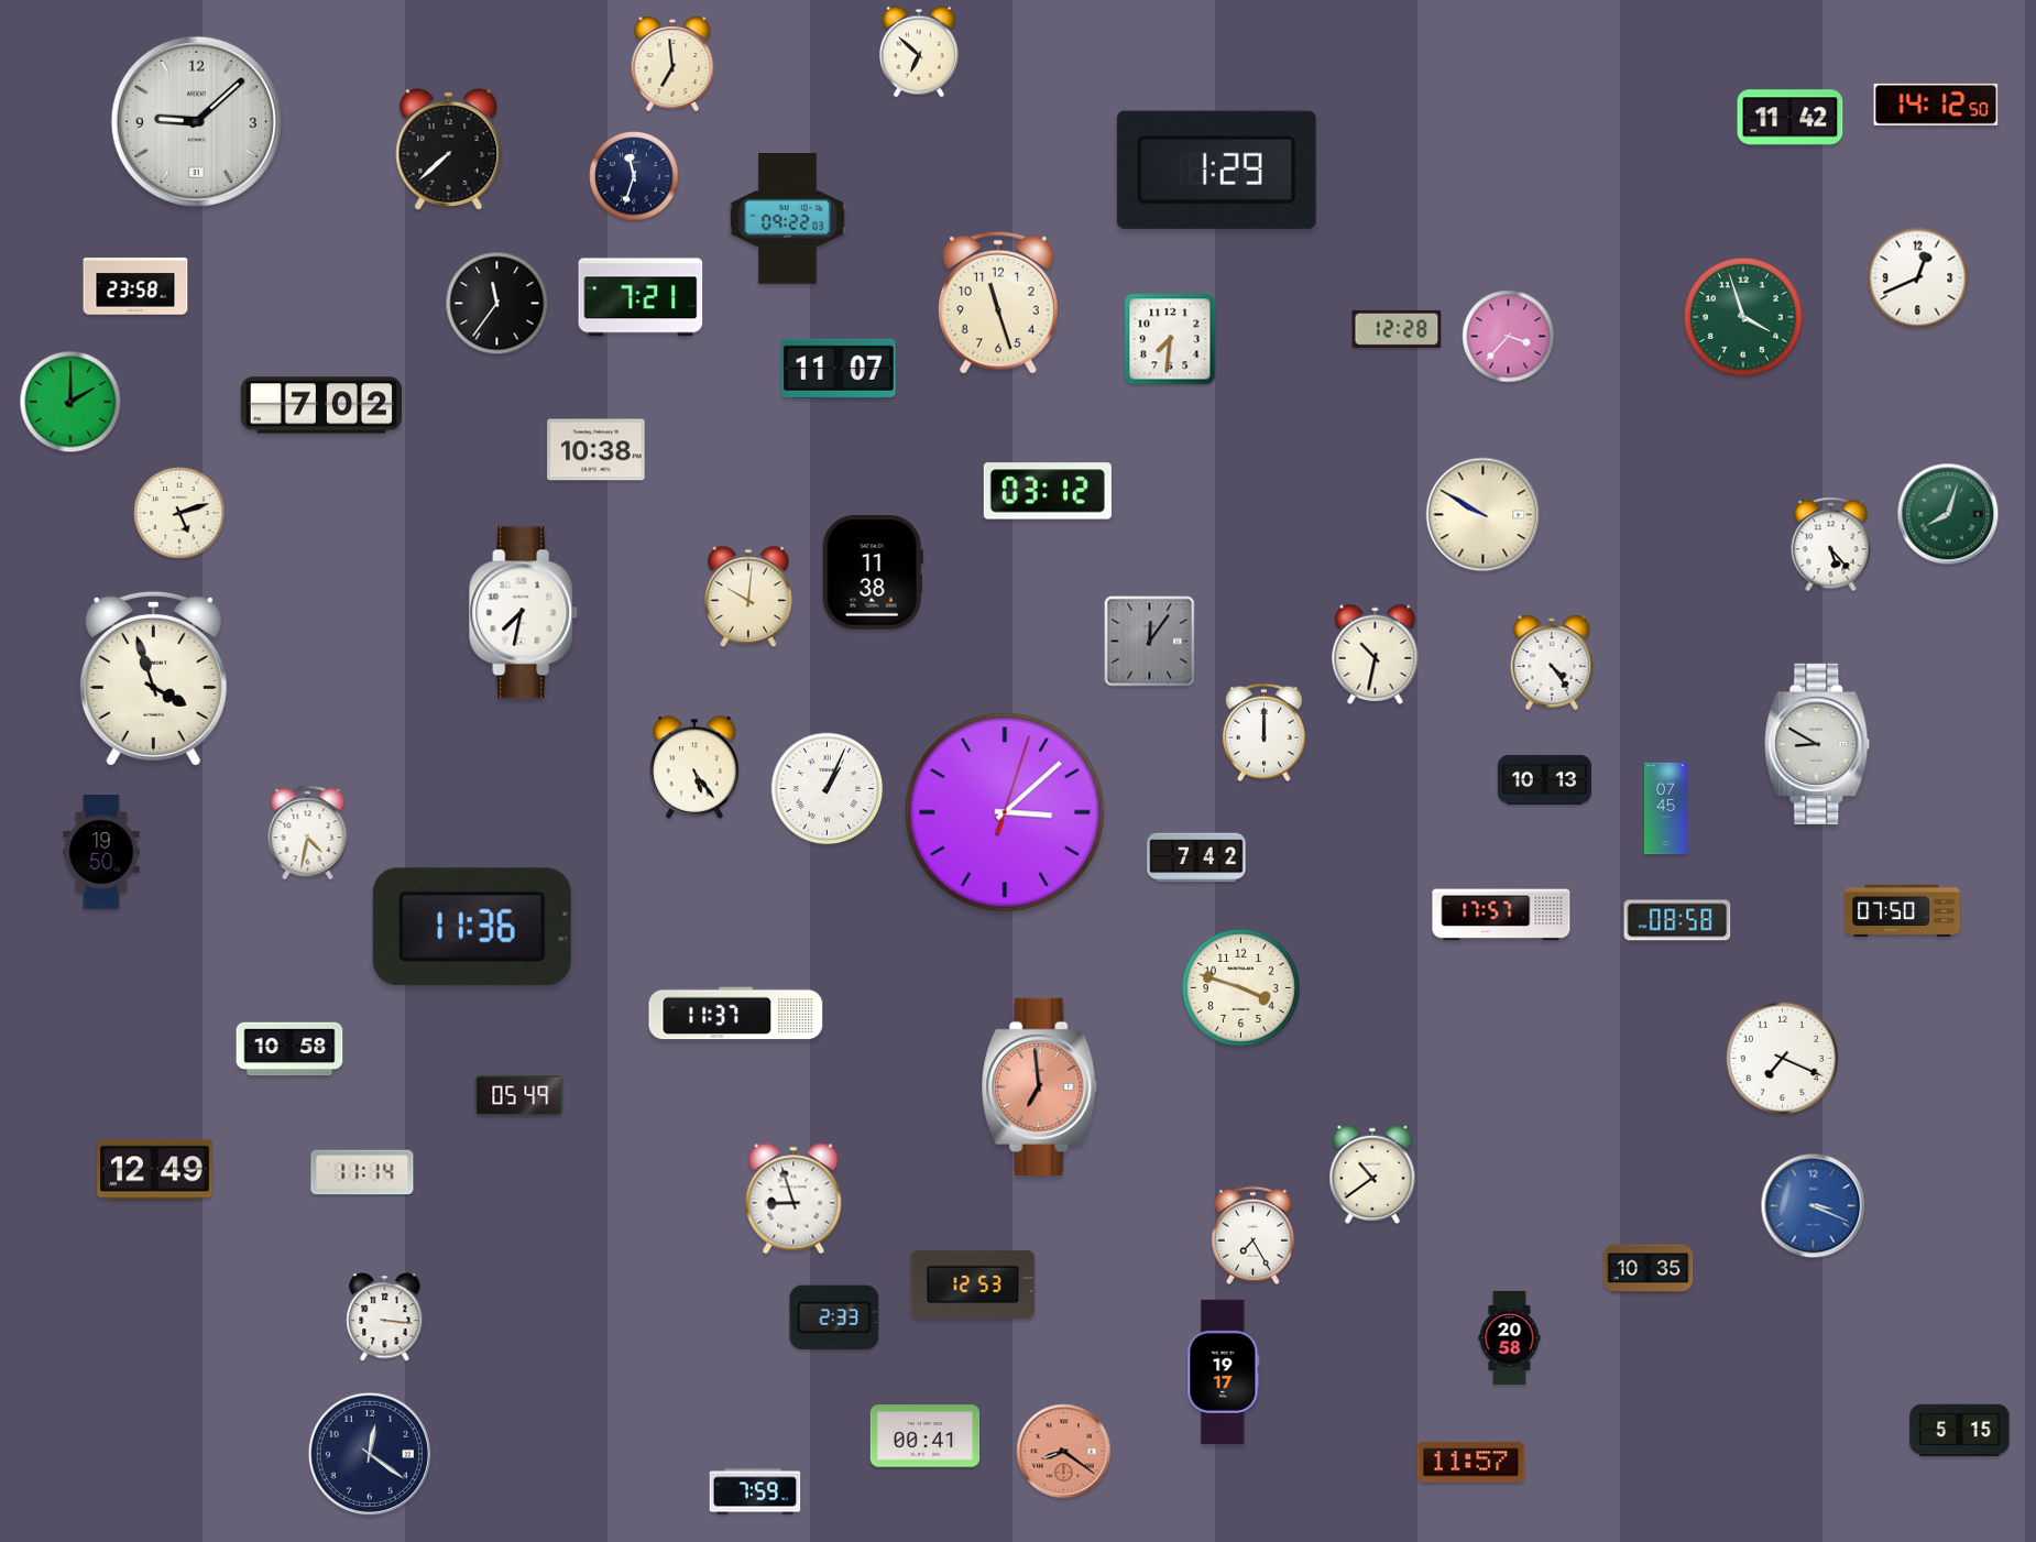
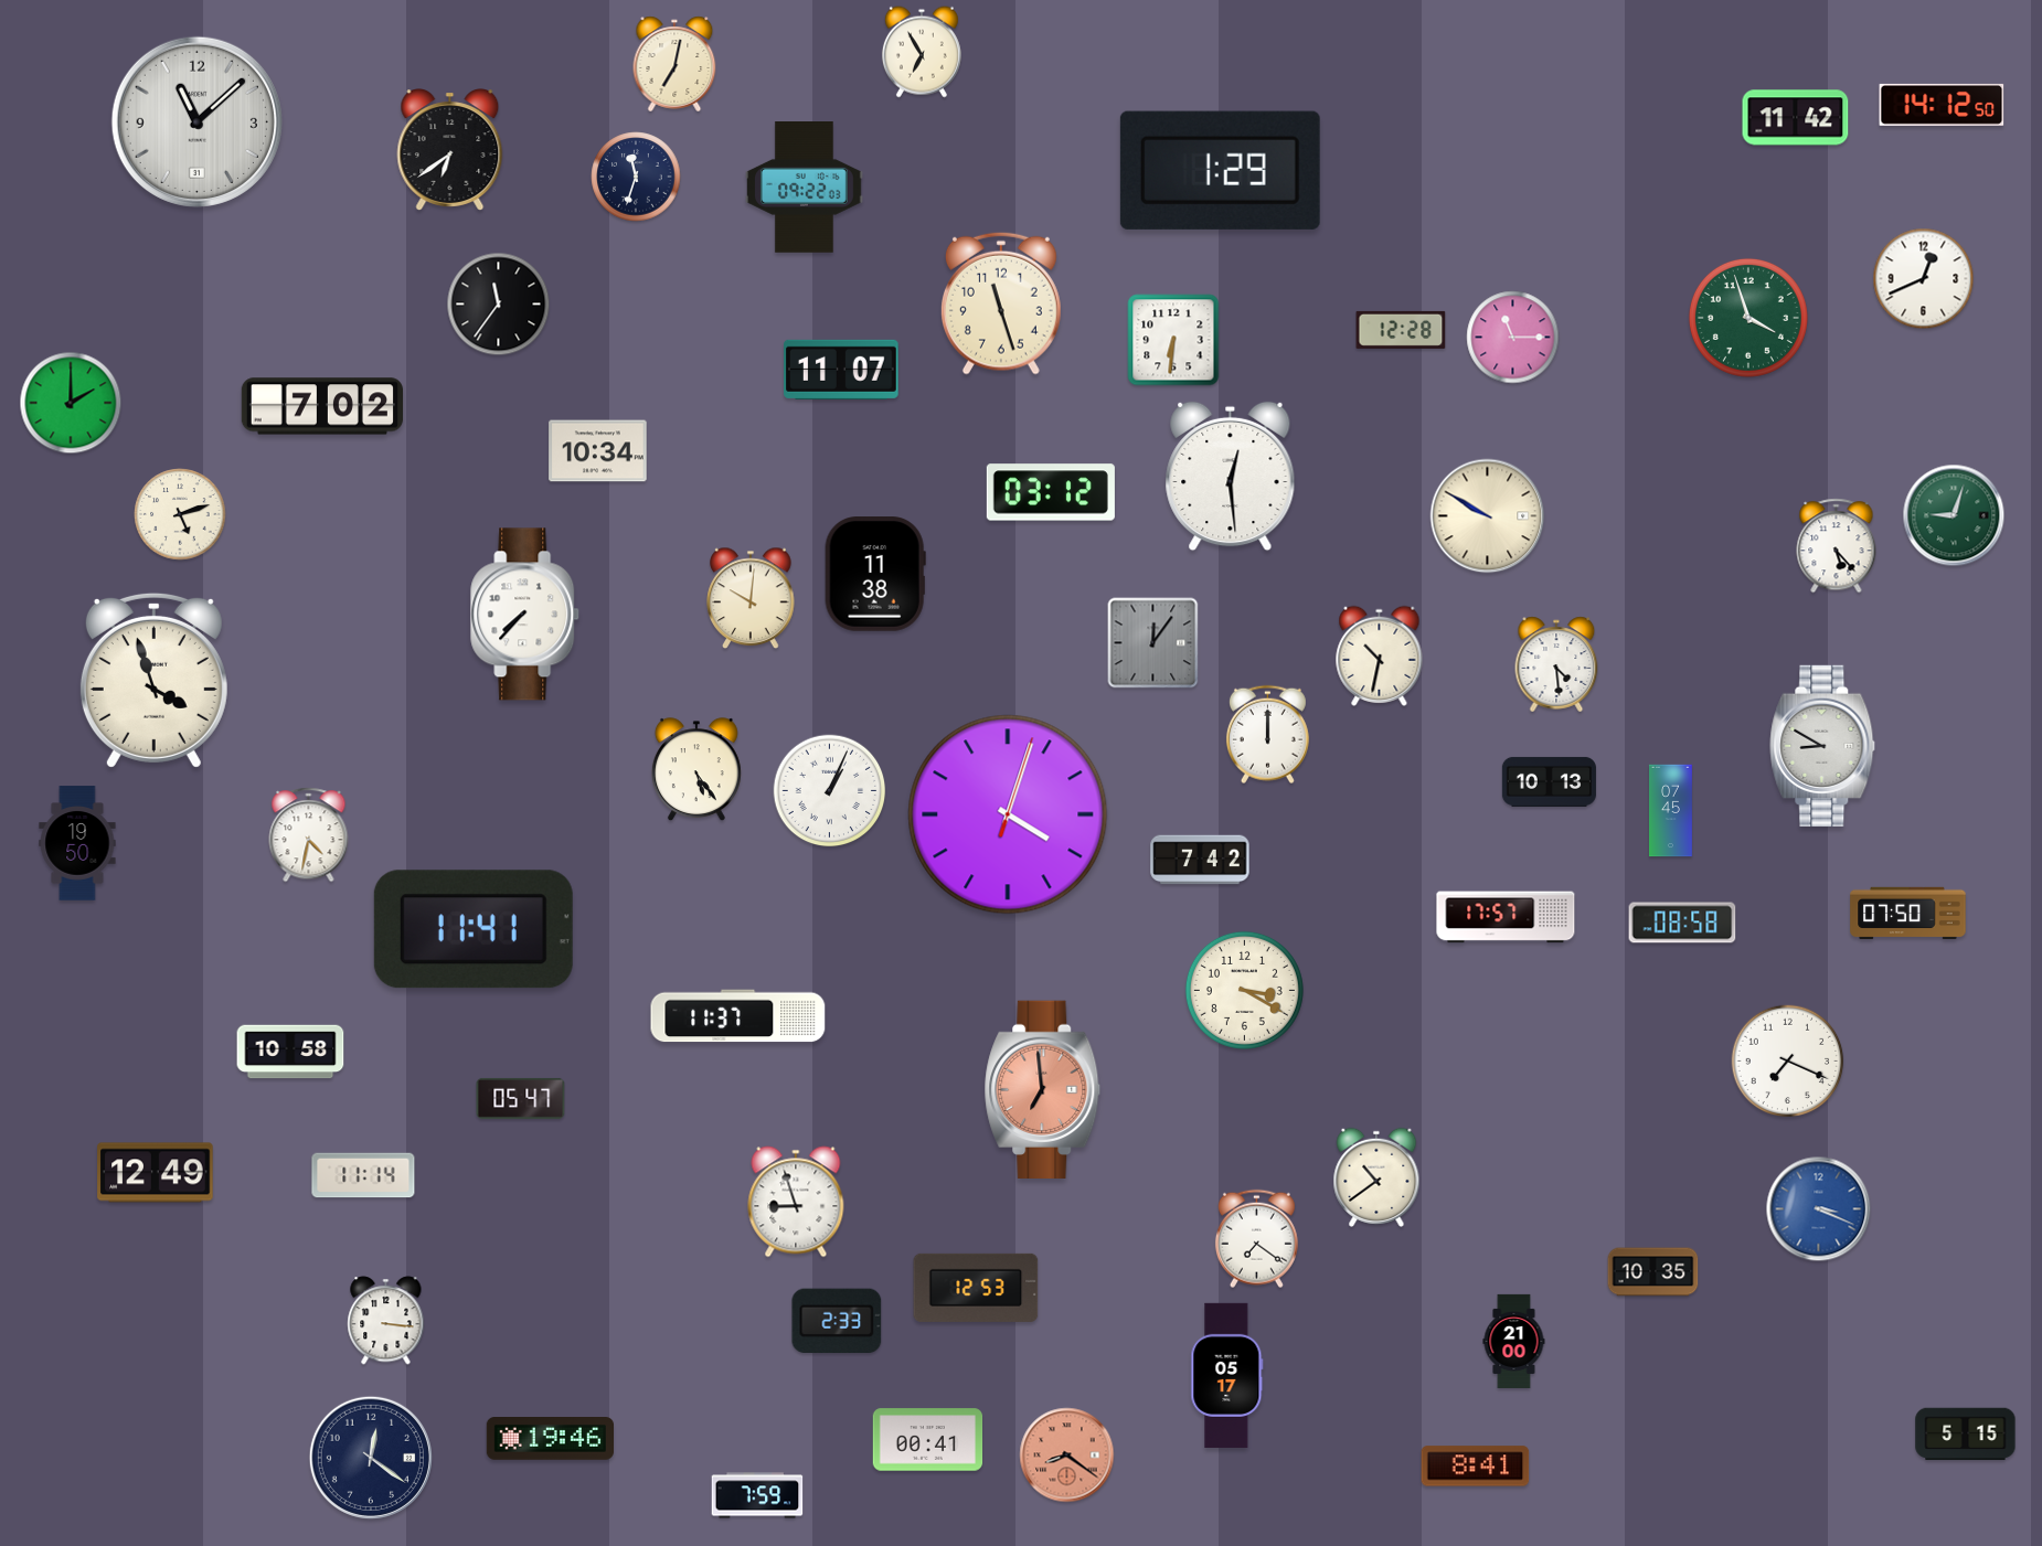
clock at (919, 52): 6:52 -> 6:55
clock at (672, 64): 6:59 -> 7:02
clock at (196, 121): 9:08 -> 11:08
clock at (449, 150): 7:38 -> 6:39
clock at (788, 219) position: (788, 219) -> (805, 188)
clock at (135, 286): 23:58 -> none
clock at (641, 297): 7:21 -> none
clock at (1509, 337): 3:37 -> 11:15
clock at (1170, 339): 7:31 -> 6:31
clock at (596, 450): 10:38 -> 10:34
clock at (1231, 477): none -> 12:29
clock at (1948, 514): 8:03 -> 9:03
clock at (524, 613): 7:32 -> 7:37
clock at (1552, 663): 4:24 -> 4:29
clock at (1005, 812): 3:08 -> 4:03
clock at (101, 852) position: (101, 852) -> (77, 843)
clock at (472, 927): 11:36 -> 11:41
clock at (1240, 987): 3:48 -> 3:20
clock at (519, 1095): 05:49 -> 05:47
clock at (1252, 1236): 7:25 -> 7:21
clock at (1510, 1337): 20:58 -> 21:00
clock at (1224, 1371): 19:17 -> 05:17
clock at (550, 1439): none -> 19:46
clock at (1471, 1463): 11:57 -> 8:41
